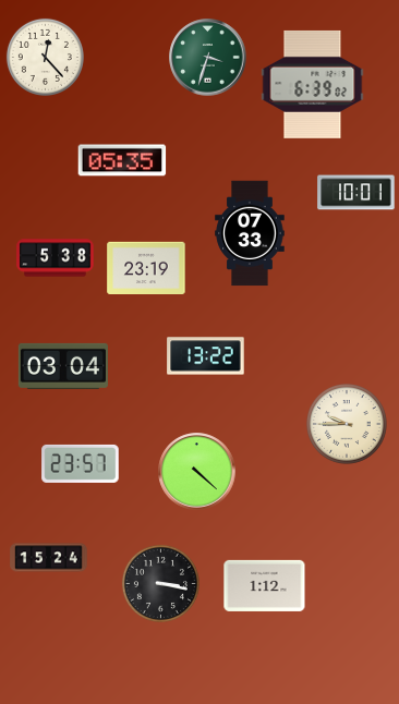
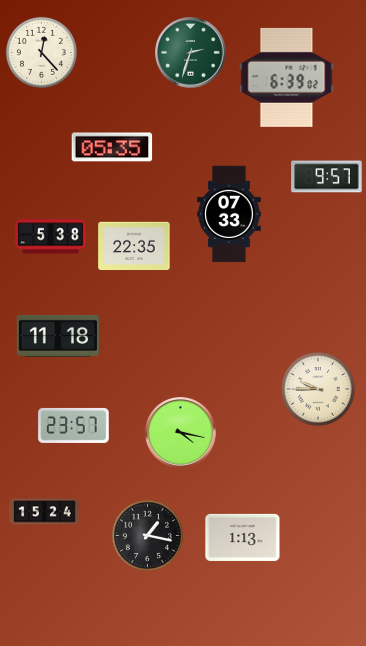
clock at (208, 58): 3:33 -> 2:33
clock at (356, 193): 10:01 -> 9:57
clock at (146, 268): 23:19 -> 22:35
clock at (206, 356): 13:22 -> none
clock at (62, 366): 03:04 -> 11:18
clock at (197, 472): 4:22 -> 4:17
clock at (160, 583): 3:17 -> 1:17
clock at (265, 585): 1:12 -> 1:13
